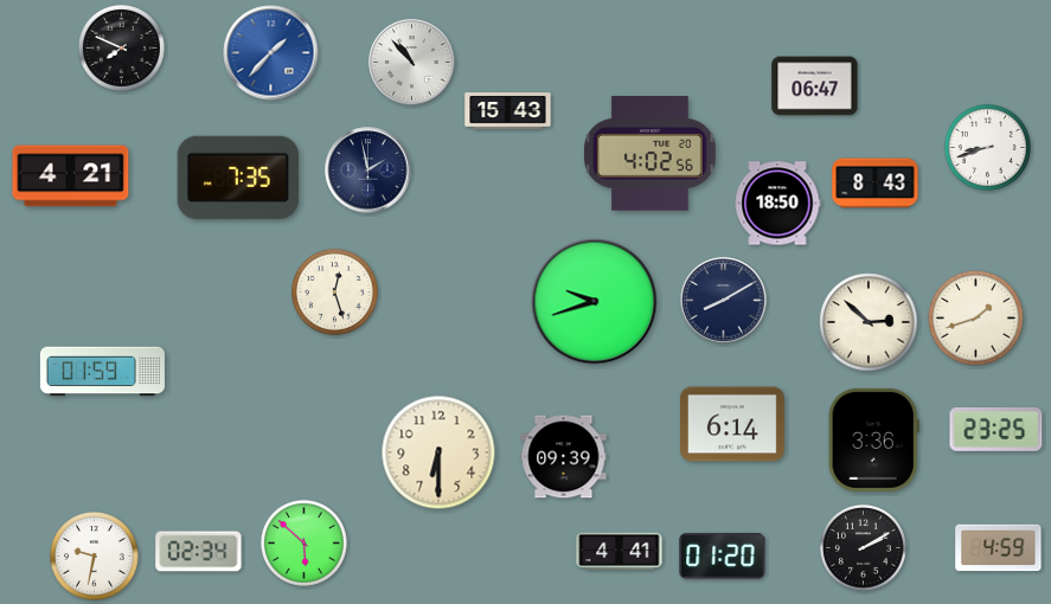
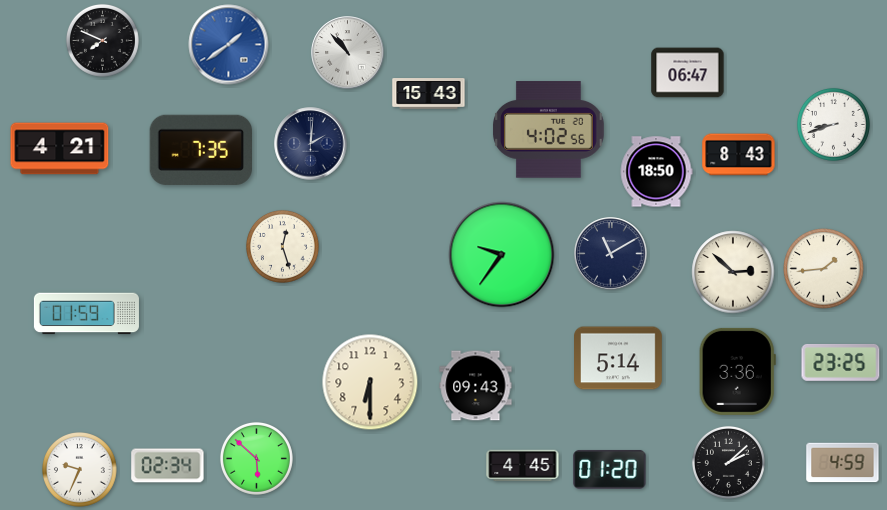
clock at (271, 53): 1:37 -> 1:39
clock at (369, 171): 1:58 -> 2:01
clock at (724, 301): 8:10 -> 11:10
clock at (595, 302): 9:42 -> 9:36
clock at (976, 319): 1:42 -> 1:44
clock at (733, 424): 6:14 -> 5:14
clock at (564, 457): 09:39 -> 09:43
clock at (863, 547): 2:10 -> 2:08
clock at (620, 552): 4:41 -> 4:45
clock at (95, 557): 9:32 -> 9:34
